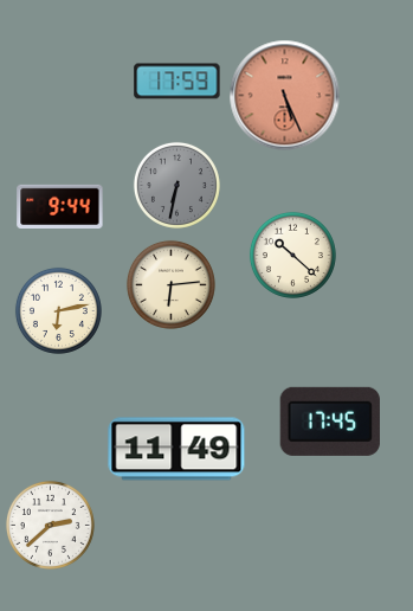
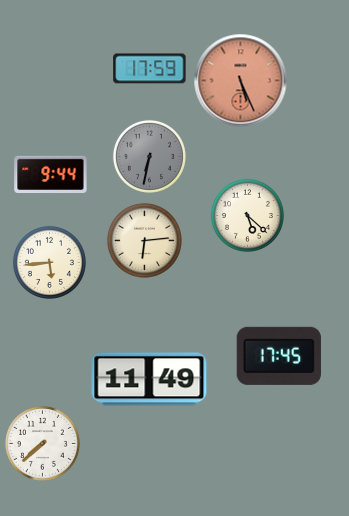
clock at (292, 255): 10:22 -> 5:22
clock at (58, 310): 6:13 -> 5:44
clock at (50, 525): 2:38 -> 7:38
